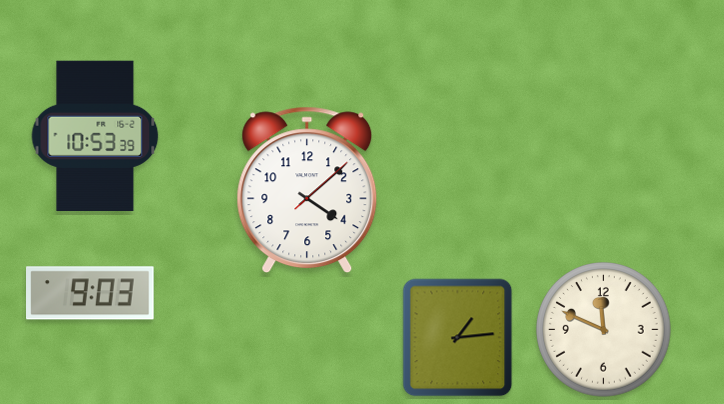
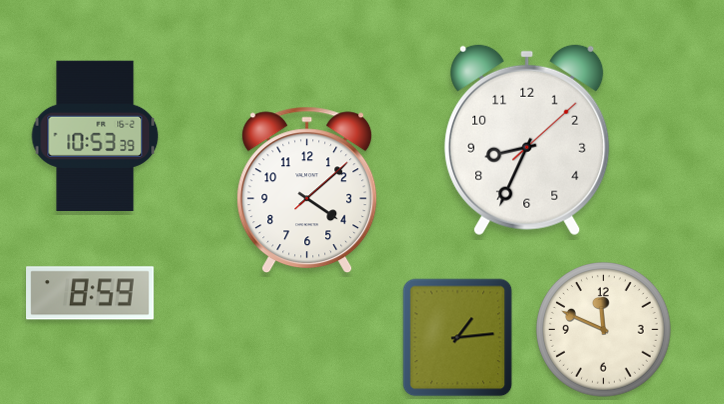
clock at (527, 140): none -> 8:34
clock at (91, 293): 9:03 -> 8:59
